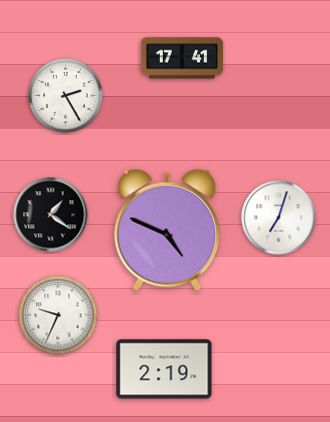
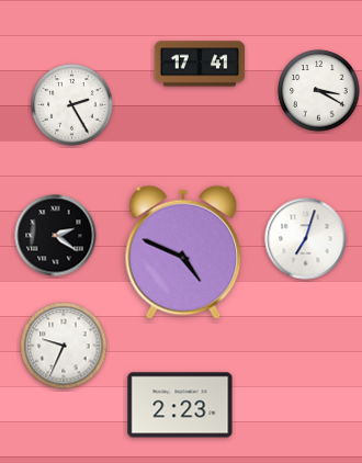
clock at (319, 91): none -> 3:20
clock at (51, 215): 1:21 -> 2:21
clock at (164, 369): 2:19 -> 2:23
